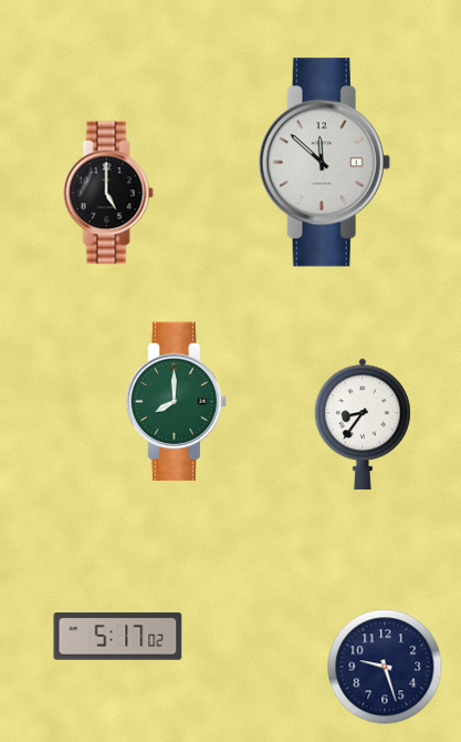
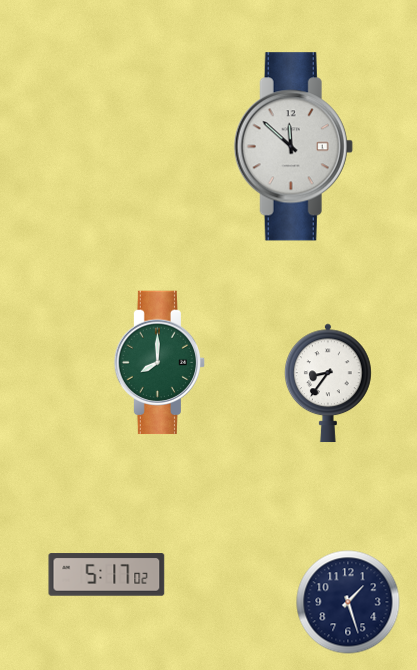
clock at (108, 193): 5:00 -> none
clock at (385, 667): 9:27 -> 1:27
